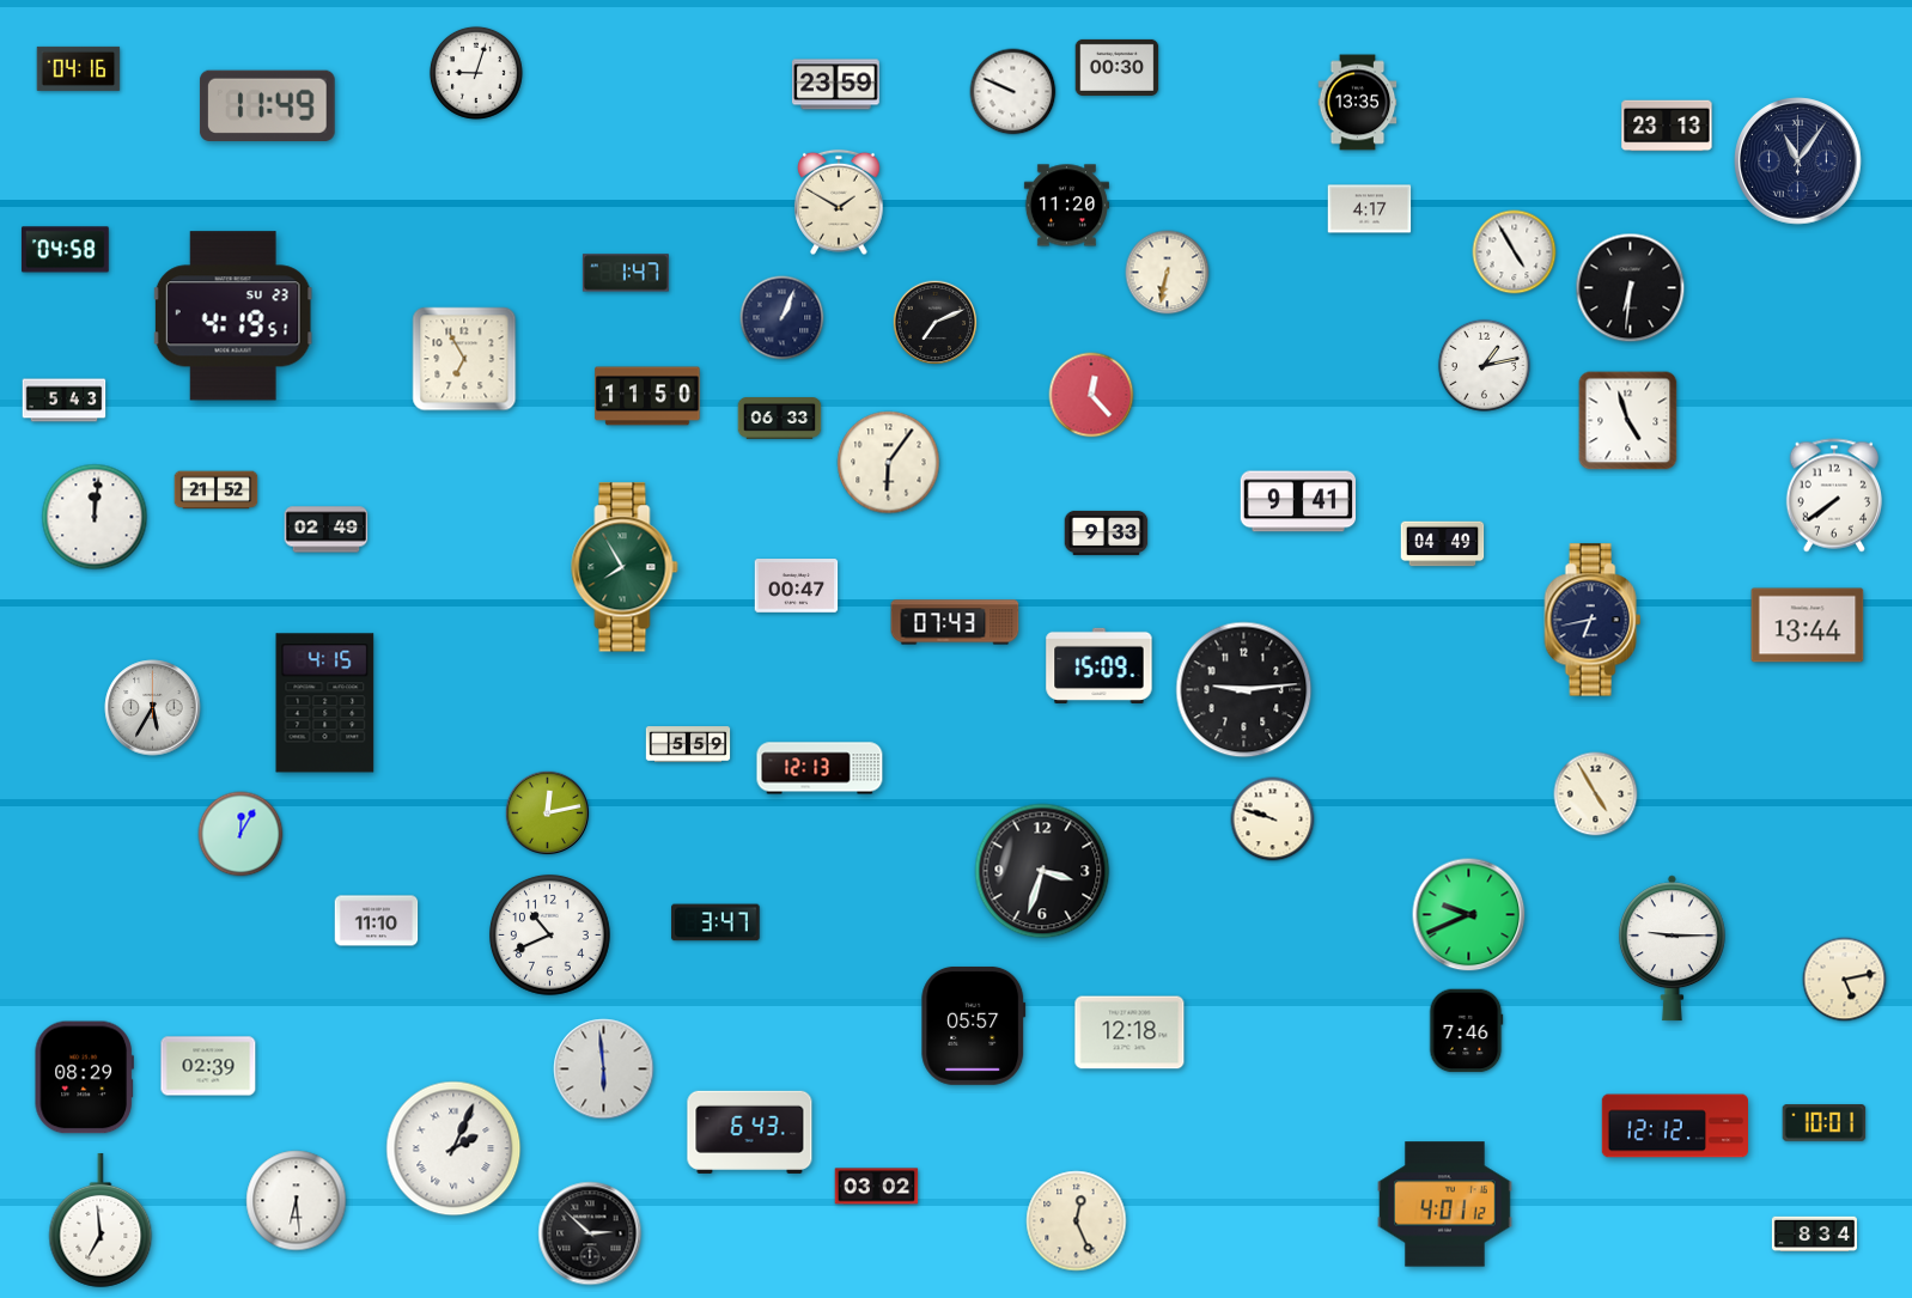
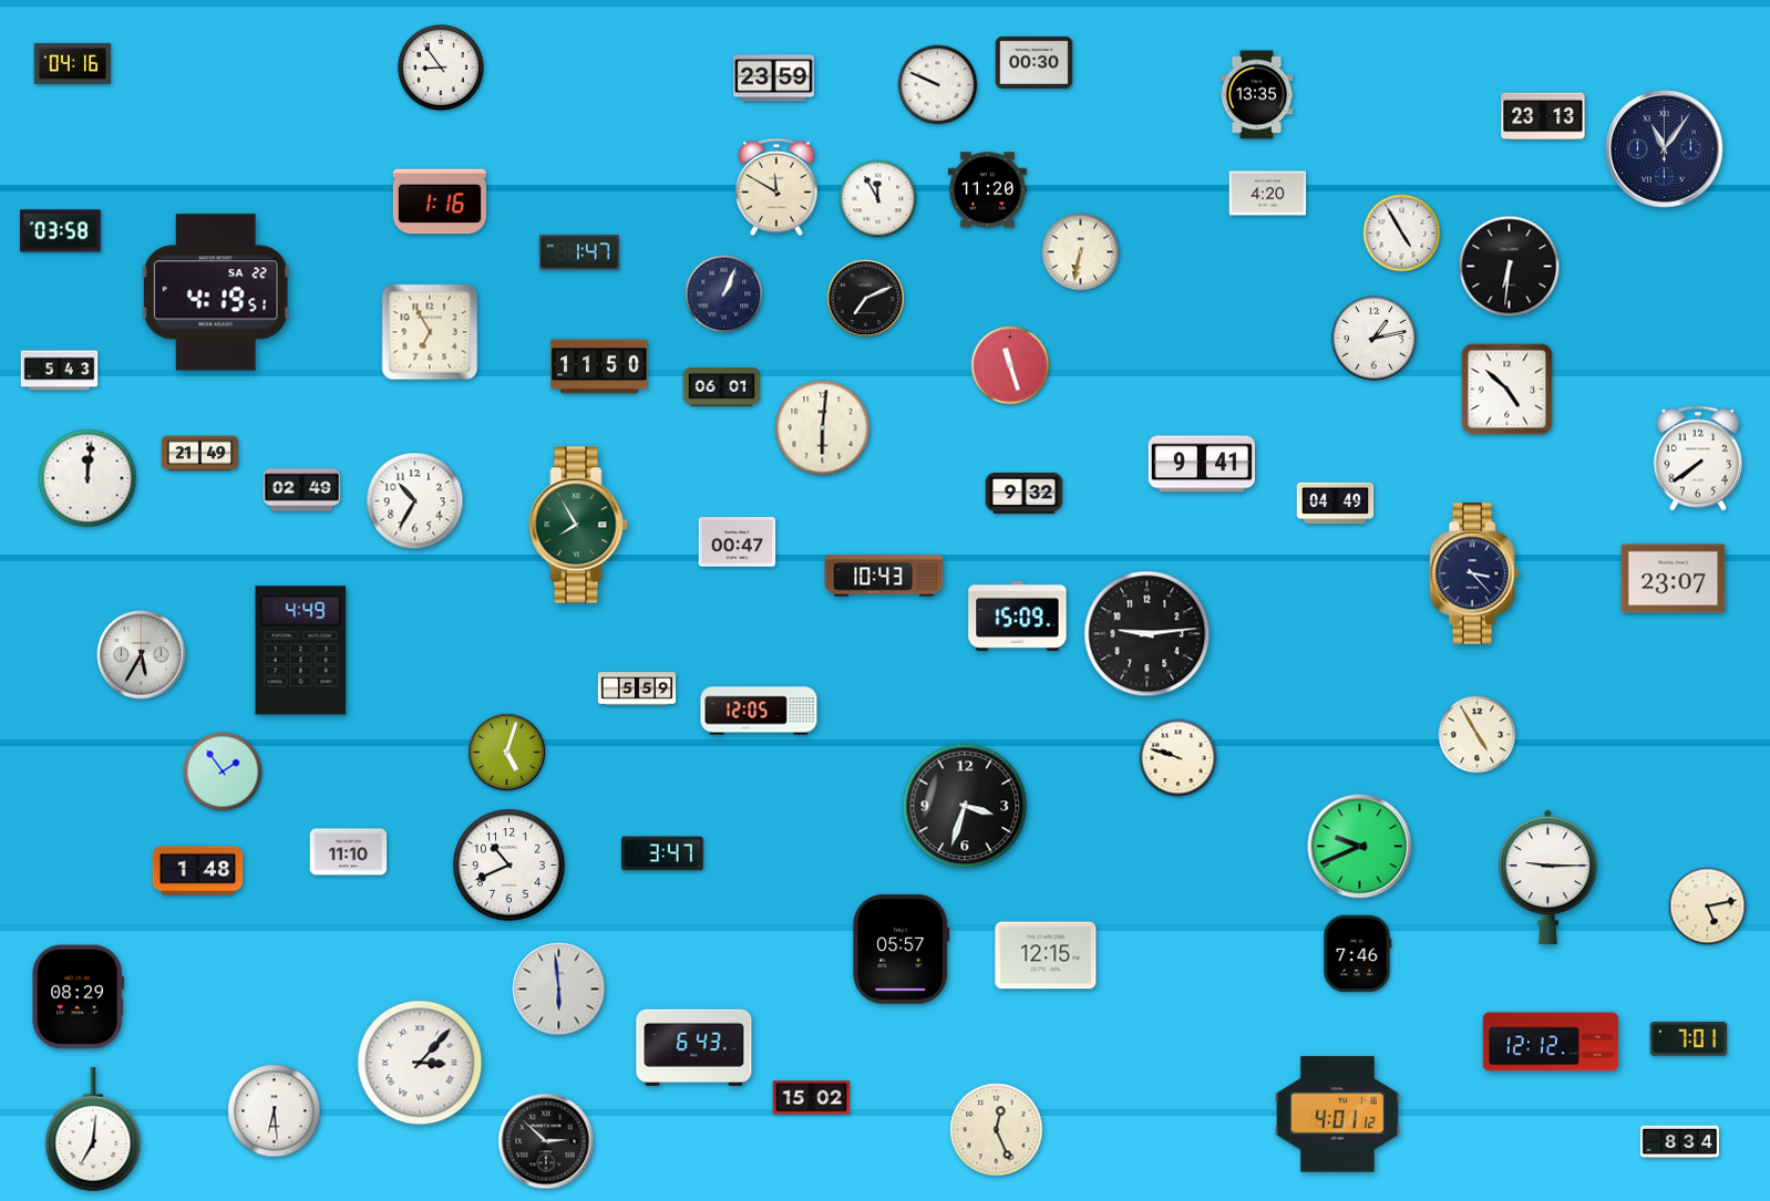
clock at (476, 73): 9:03 -> 8:54
clock at (268, 105): 11:49 -> none
clock at (839, 202): 1:50 -> 11:50
clock at (1370, 209): 4:17 -> 4:20
clock at (878, 199): none -> 11:55
clock at (440, 201): none -> 1:16
clock at (65, 250): 04:58 -> 03:58
clock at (233, 316) date: SU 23 -> SA 22
clock at (1091, 395): 12:23 -> 11:27
clock at (780, 419): 06:33 -> 06:01
clock at (1628, 421): 4:57 -> 4:52
clock at (889, 463): 6:06 -> 6:01
clock at (217, 490): 21:52 -> 21:49
clock at (1107, 532): 9:33 -> 9:32
clock at (415, 501): none -> 10:35
clock at (1593, 620): 6:43 -> 3:23
clock at (955, 622): 07:43 -> 10:43
clock at (1808, 626): 13:44 -> 23:07
clock at (1244, 690) position: (1244, 690) -> (1148, 634)
clock at (325, 703): 4:15 -> 4:49
clock at (820, 768): 12:13 -> 12:05
clock at (548, 813): 12:13 -> 5:03
clock at (240, 834): 12:05 -> 1:54
clock at (198, 871): none -> 1:48
clock at (1129, 1032): 12:18 -> 12:15
clock at (208, 1066): 02:39 -> none
clock at (1825, 1123): 10:01 -> 7:01
clock at (453, 1148): 2:04 -> 3:07
clock at (877, 1187): 03:02 -> 15:02
clock at (101, 1220): 6:59 -> 7:01
